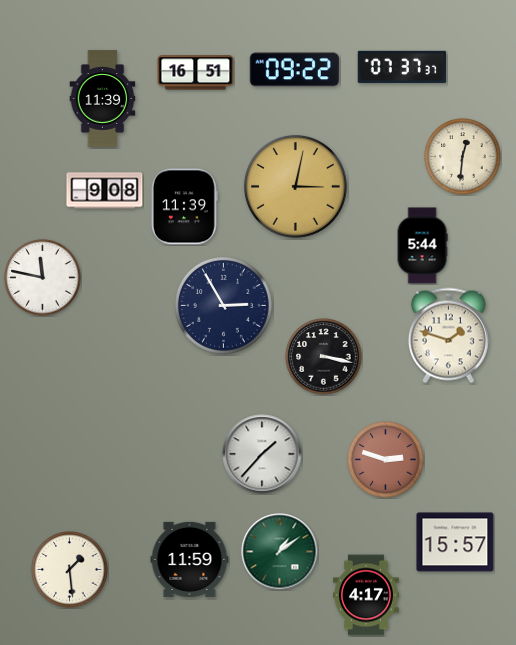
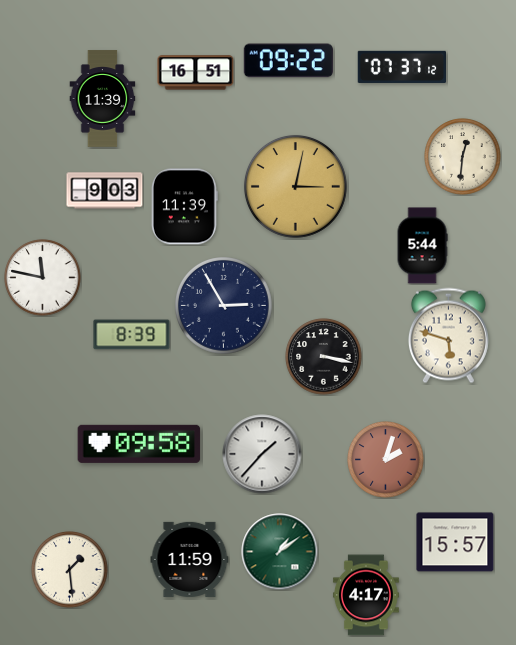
clock at (401, 67): 07:37:37 -> 07:37:12
clock at (294, 70) position: (294, 70) -> (288, 61)
clock at (105, 191): 9:08 -> 9:03
clock at (132, 335): none -> 8:39
clock at (448, 336): 1:48 -> 5:48
clock at (139, 444): none -> 09:58
clock at (386, 460): 2:48 -> 2:03
